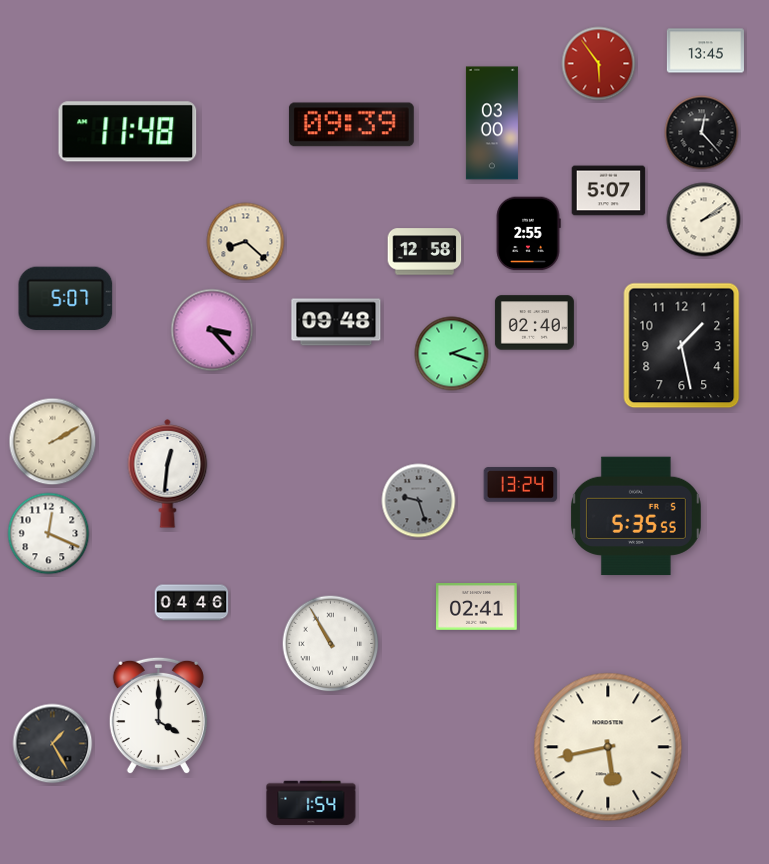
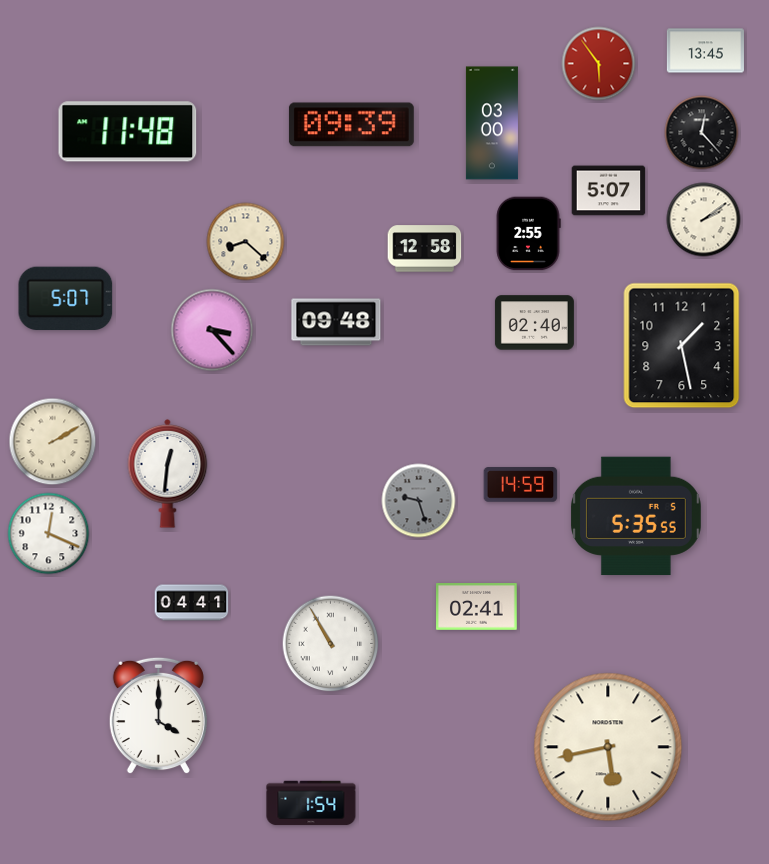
clock at (425, 252) position: (425, 252) -> (425, 249)
clock at (452, 354): 2:18 -> none
clock at (521, 485): 13:24 -> 14:59
clock at (192, 603): 04:46 -> 04:41
clock at (53, 744): 1:25 -> none
